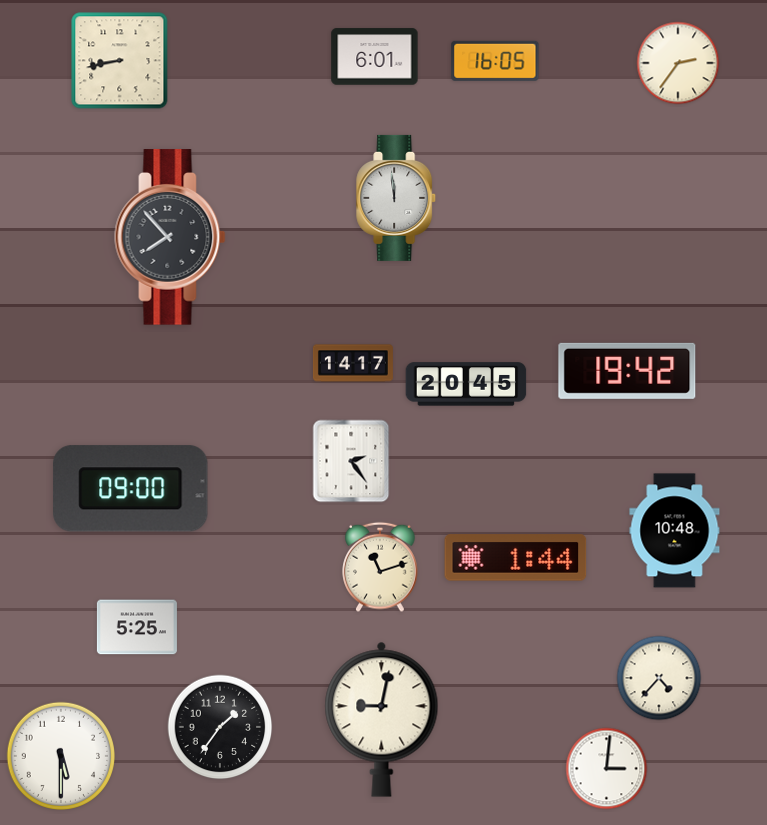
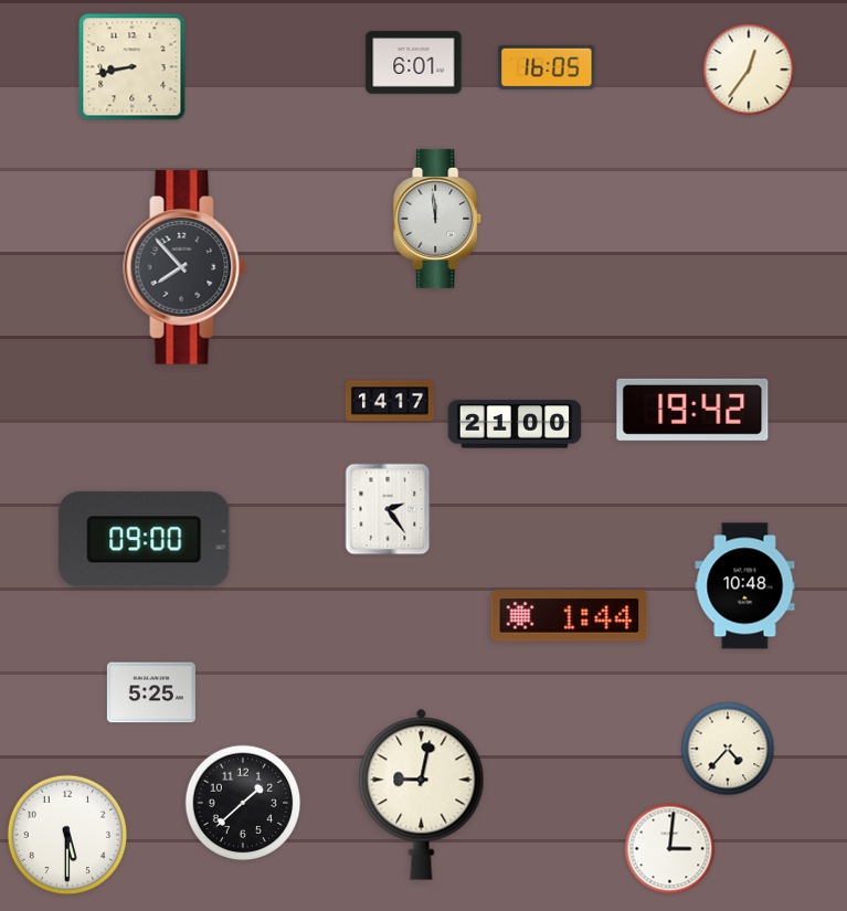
clock at (678, 63): 2:36 -> 12:36
clock at (170, 237) position: (170, 237) -> (184, 267)
clock at (466, 384): 20:45 -> 21:00
clock at (380, 567): 11:12 -> none
clock at (220, 727): 1:36 -> 1:38
